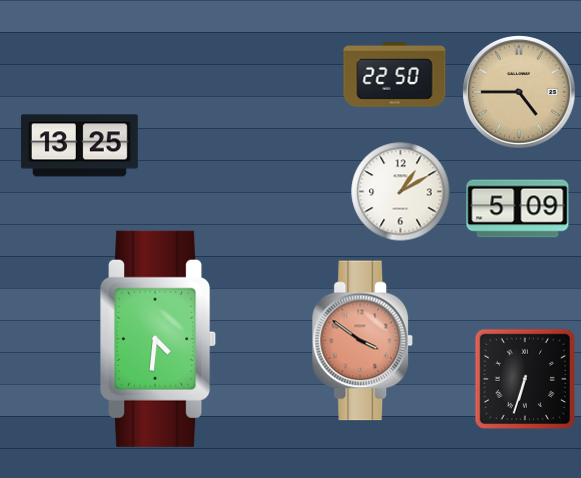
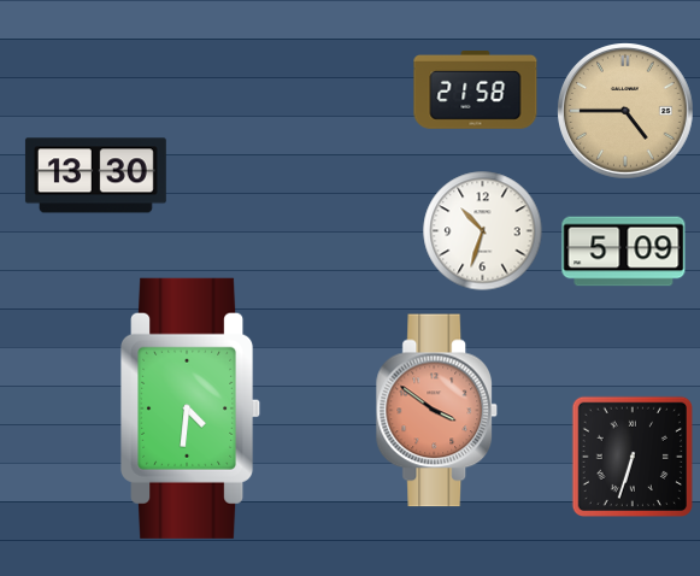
clock at (395, 75): 22:50 -> 21:58
clock at (79, 146): 13:25 -> 13:30
clock at (401, 192): 1:10 -> 10:33
